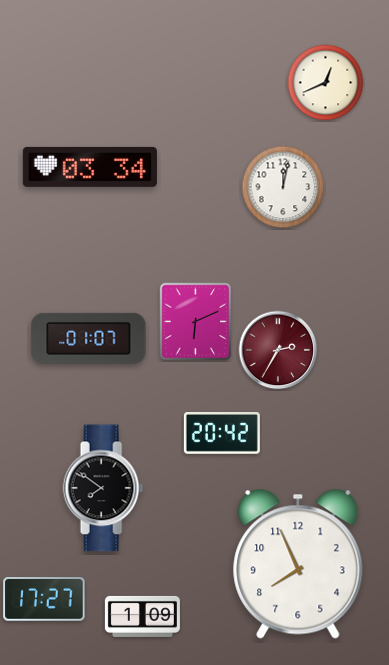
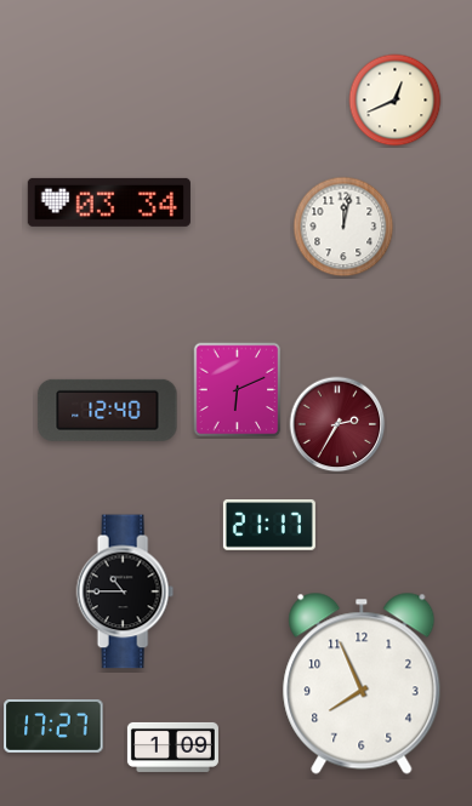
clock at (89, 338): 01:07 -> 12:40
clock at (222, 434): 20:42 -> 21:17
clock at (103, 488): 7:51 -> 10:45
